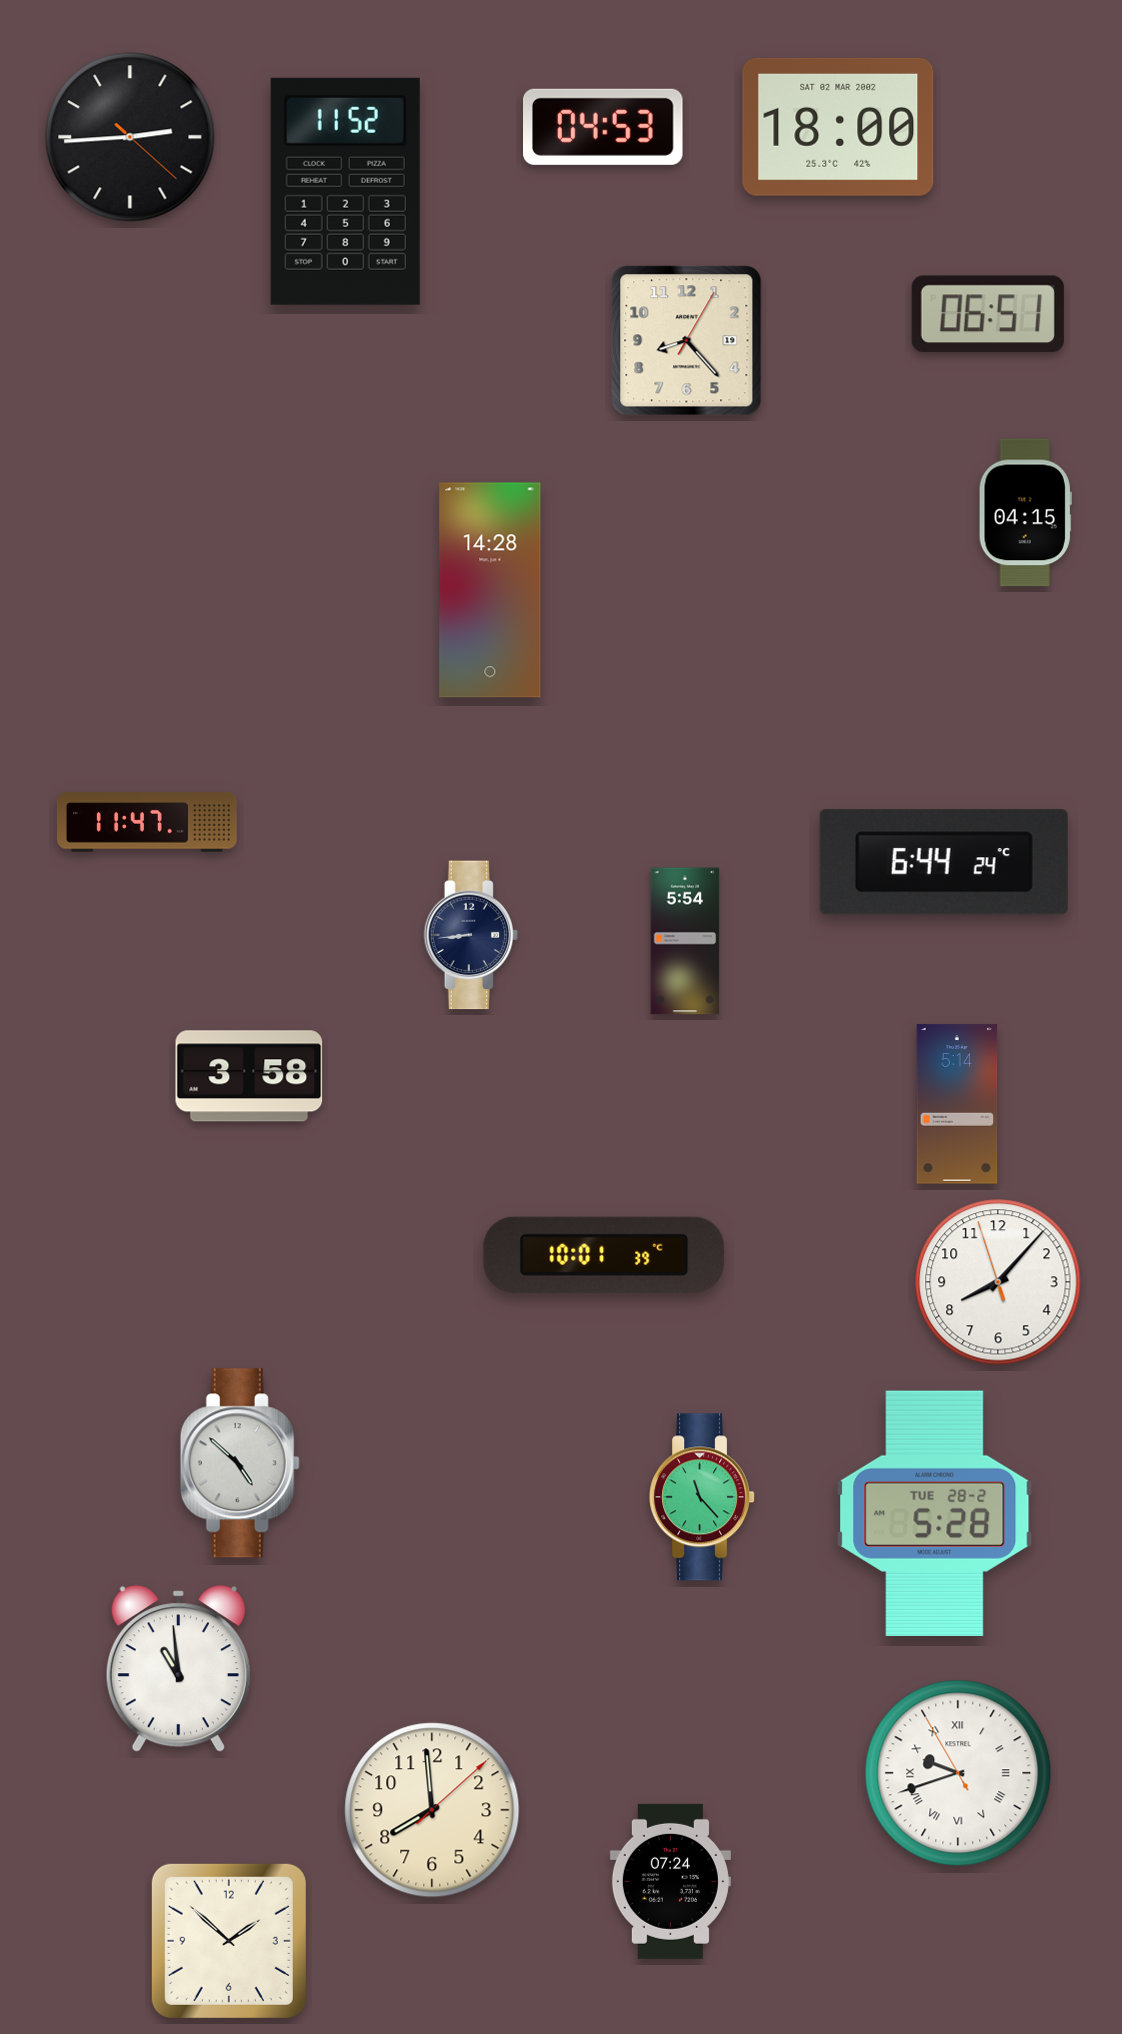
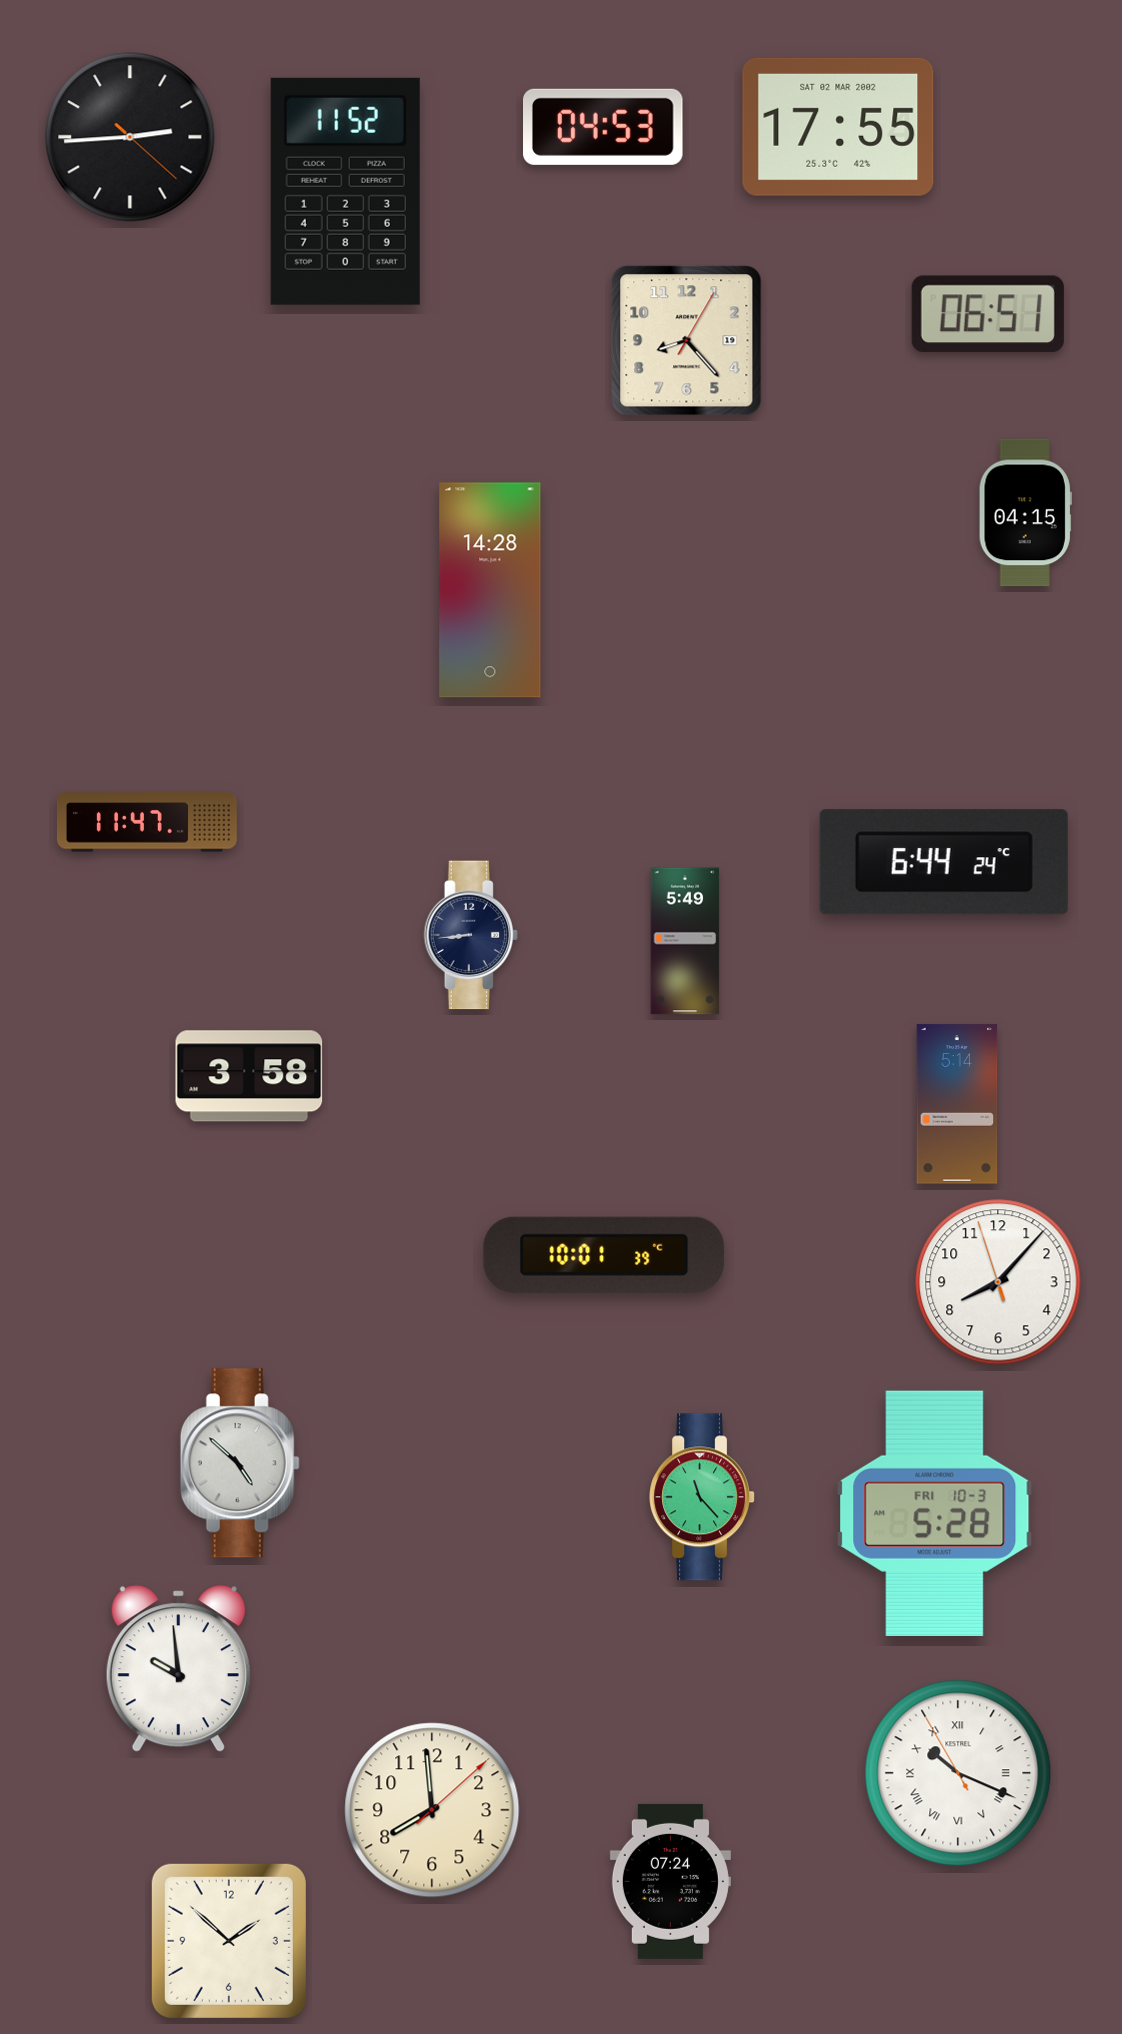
clock at (838, 127): 18:00 -> 17:55
clock at (685, 941): 5:54 -> 5:49
clock at (935, 1513) date: TUE 28-2 -> FRI 10-3
clock at (178, 1669): 10:59 -> 9:59
clock at (958, 1773): 9:41 -> 10:18
